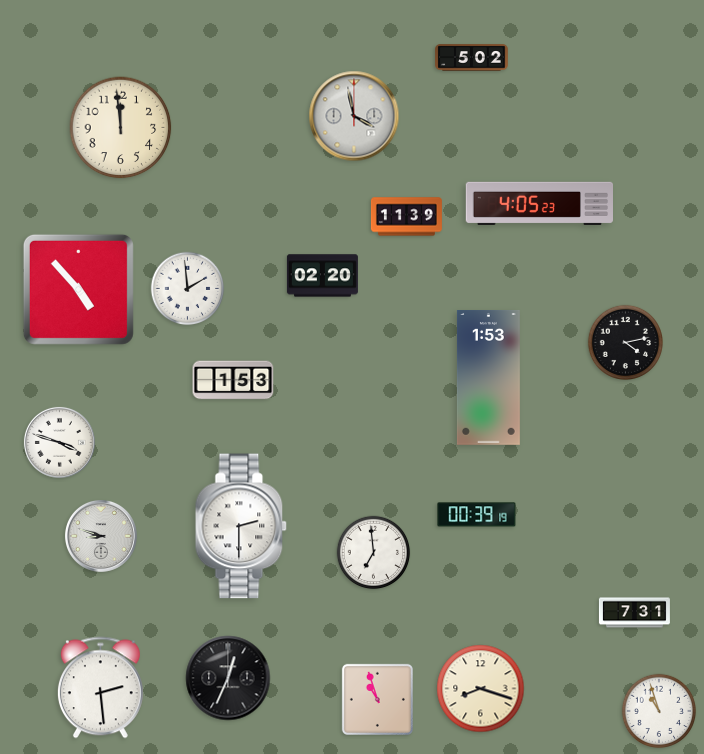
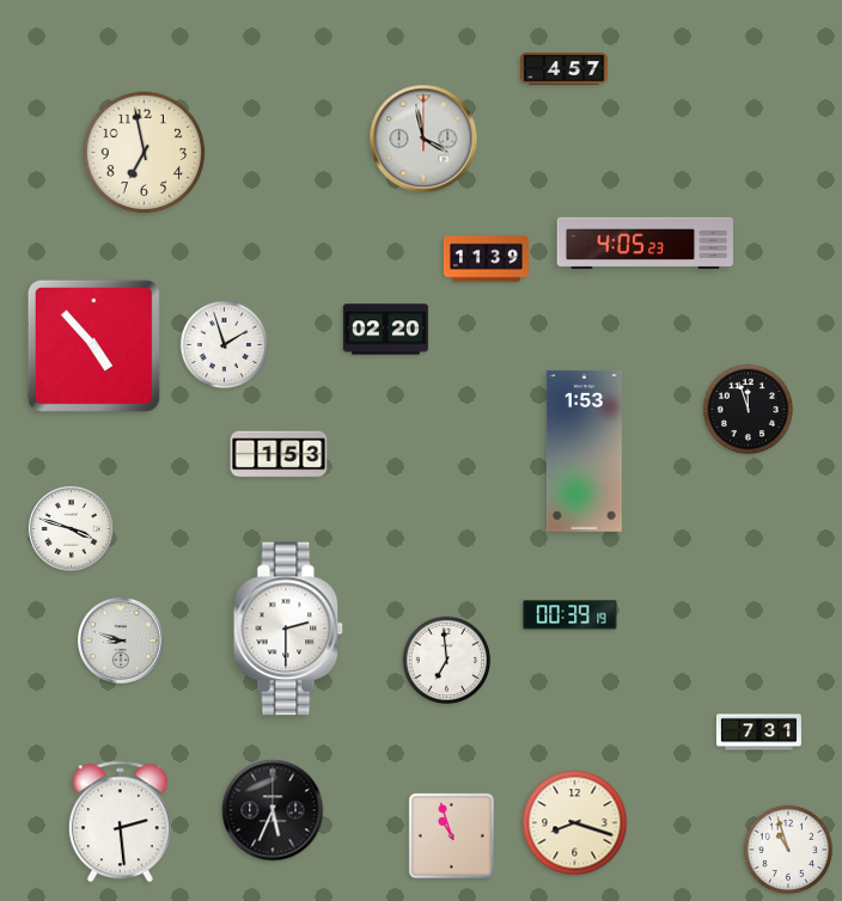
clock at (472, 58): 5:02 -> 4:57
clock at (121, 128): 11:59 -> 6:58
clock at (188, 289): 1:59 -> 1:57
clock at (625, 342): 4:13 -> 11:57
clock at (228, 678): 12:34 -> 5:34
